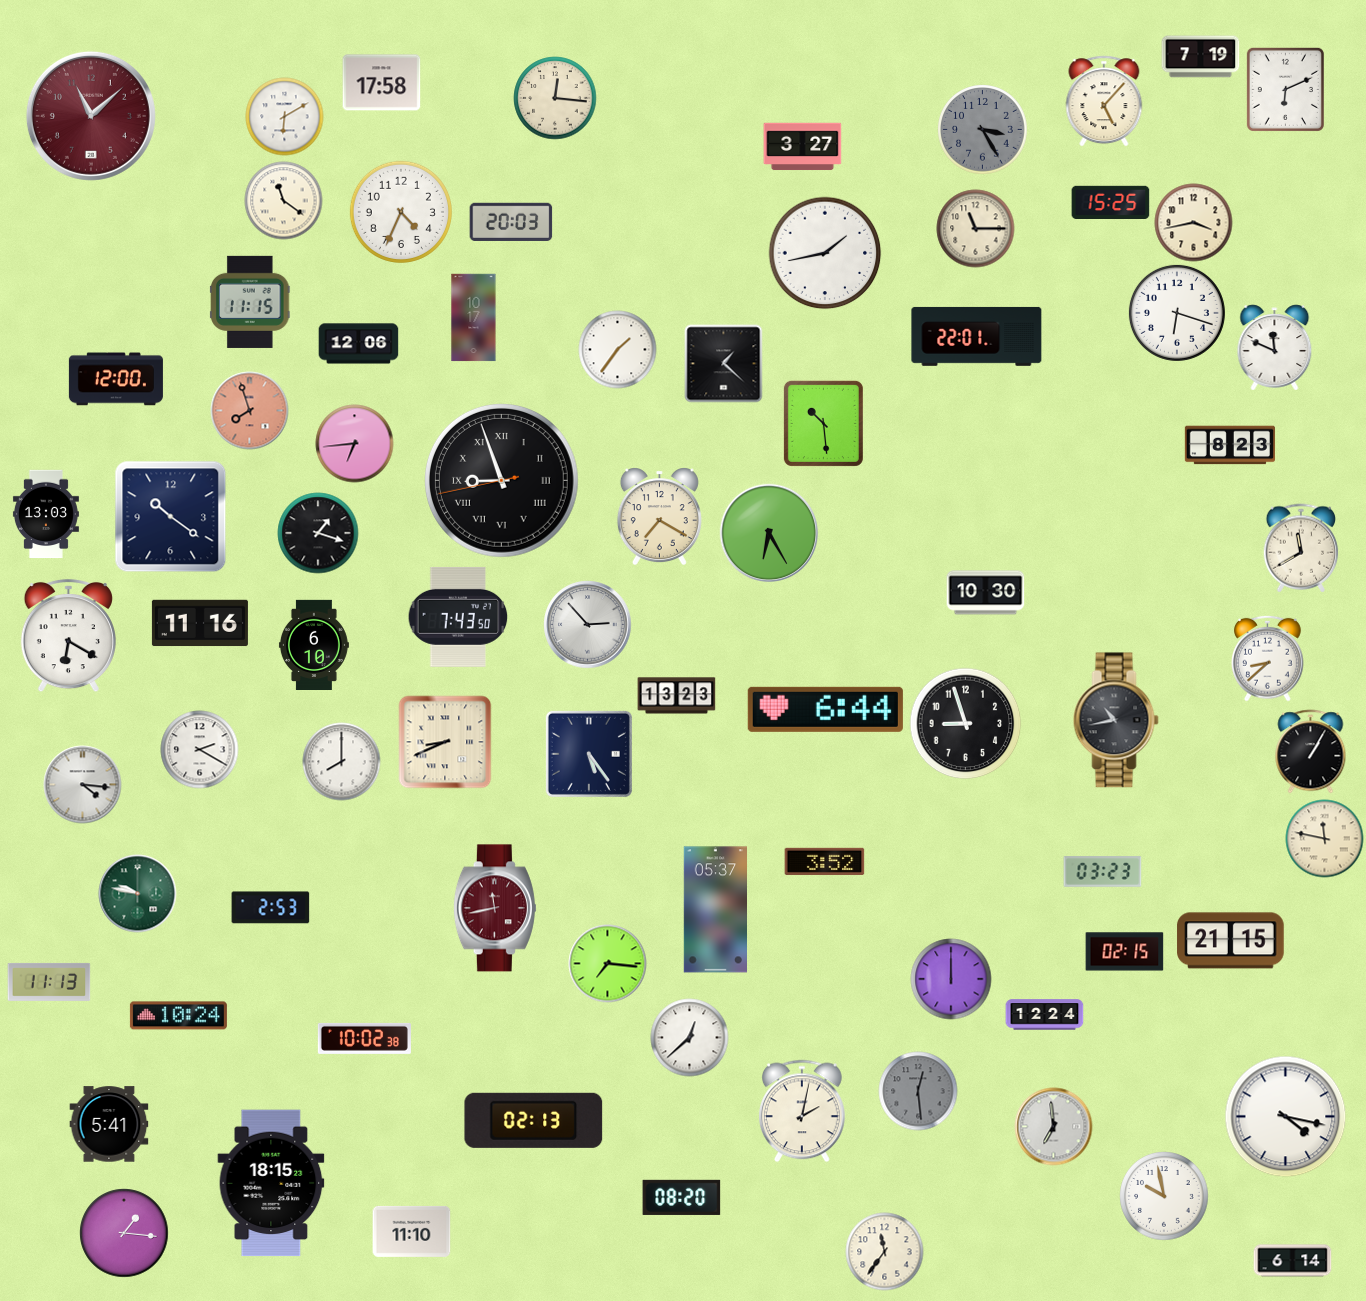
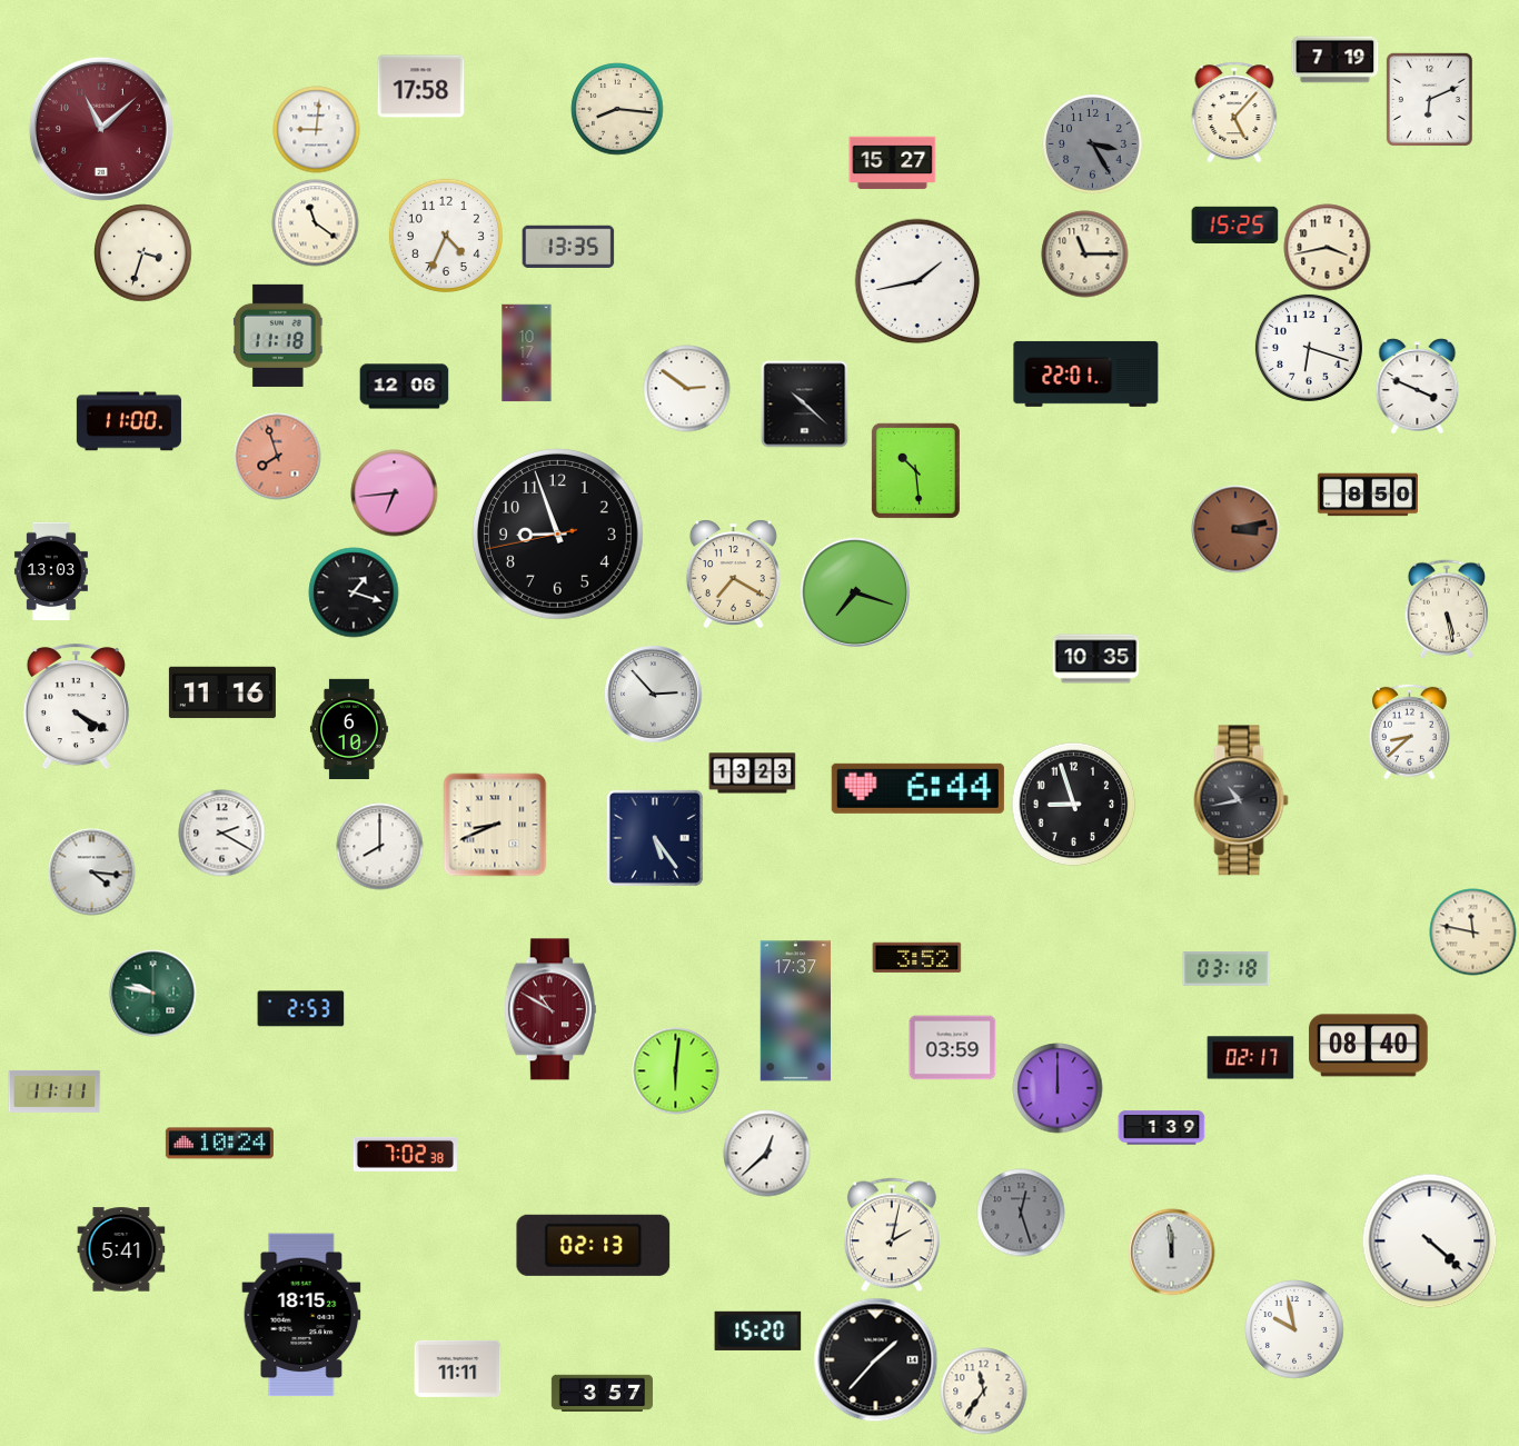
clock at (1200, 57) position: (1200, 57) -> (1334, 60)
clock at (381, 83) position: (381, 83) -> (420, 87)
clock at (555, 98): 12:16 -> 8:16
clock at (1104, 101) position: (1104, 101) -> (1234, 112)
clock at (284, 116): 6:10 -> 9:01
clock at (802, 147): 3:27 -> 15:27
clock at (511, 222): 20:03 -> 13:35
clock at (142, 252): none -> 3:33
clock at (250, 302): 11:15 -> 11:18
clock at (358, 344) position: (358, 344) -> (404, 387)
clock at (1275, 347): 11:49 -> 3:49
clock at (617, 349): 1:36 -> 2:51
clock at (723, 363): 1:22 -> 10:22
clock at (116, 379): 12:00 -> 11:00
clock at (1229, 445): 8:23 -> 8:50
clock at (1235, 529): none -> 3:13
clock at (501, 480) numerals: Roman -> Arabic
clock at (170, 516): 10:21 -> none
clock at (768, 532): 6:25 -> 7:18
clock at (1301, 548): 11:40 -> 5:28
clock at (985, 593): 10:30 -> 10:35
clock at (458, 617): 7:43 -> none
clock at (68, 635): 6:20 -> 4:20
clock at (314, 644) position: (314, 644) -> (349, 728)
clock at (1311, 751): 1:05 -> none
clock at (1102, 872): 03:23 -> 03:18
clock at (495, 908): 11:43 -> 10:50
clock at (716, 910): 05:37 -> 17:37
clock at (1231, 941): 21:15 -> 08:40
clock at (952, 1048): none -> 03:59
clock at (1124, 952): 02:15 -> 02:17
clock at (607, 963): 7:16 -> 6:01
clock at (49, 982): 11:13 -> 11:11
clock at (1044, 1015): 12:24 -> 1:39
clock at (178, 1016) position: (178, 1016) -> (219, 1144)
clock at (364, 1038): 10:02 -> 7:02
clock at (918, 1091): 12:29 -> 12:27
clock at (1285, 1116): 4:17 -> 4:22
clock at (1053, 1126): 6:59 -> 11:59
clock at (681, 1197): 08:20 -> 15:20
clock at (875, 1359): none -> 1:37
clock at (411, 1231): 11:10 -> 11:11
clock at (124, 1233): 1:16 -> none
clock at (602, 1393): none -> 3:57
clock at (1292, 1261): 6:14 -> none
